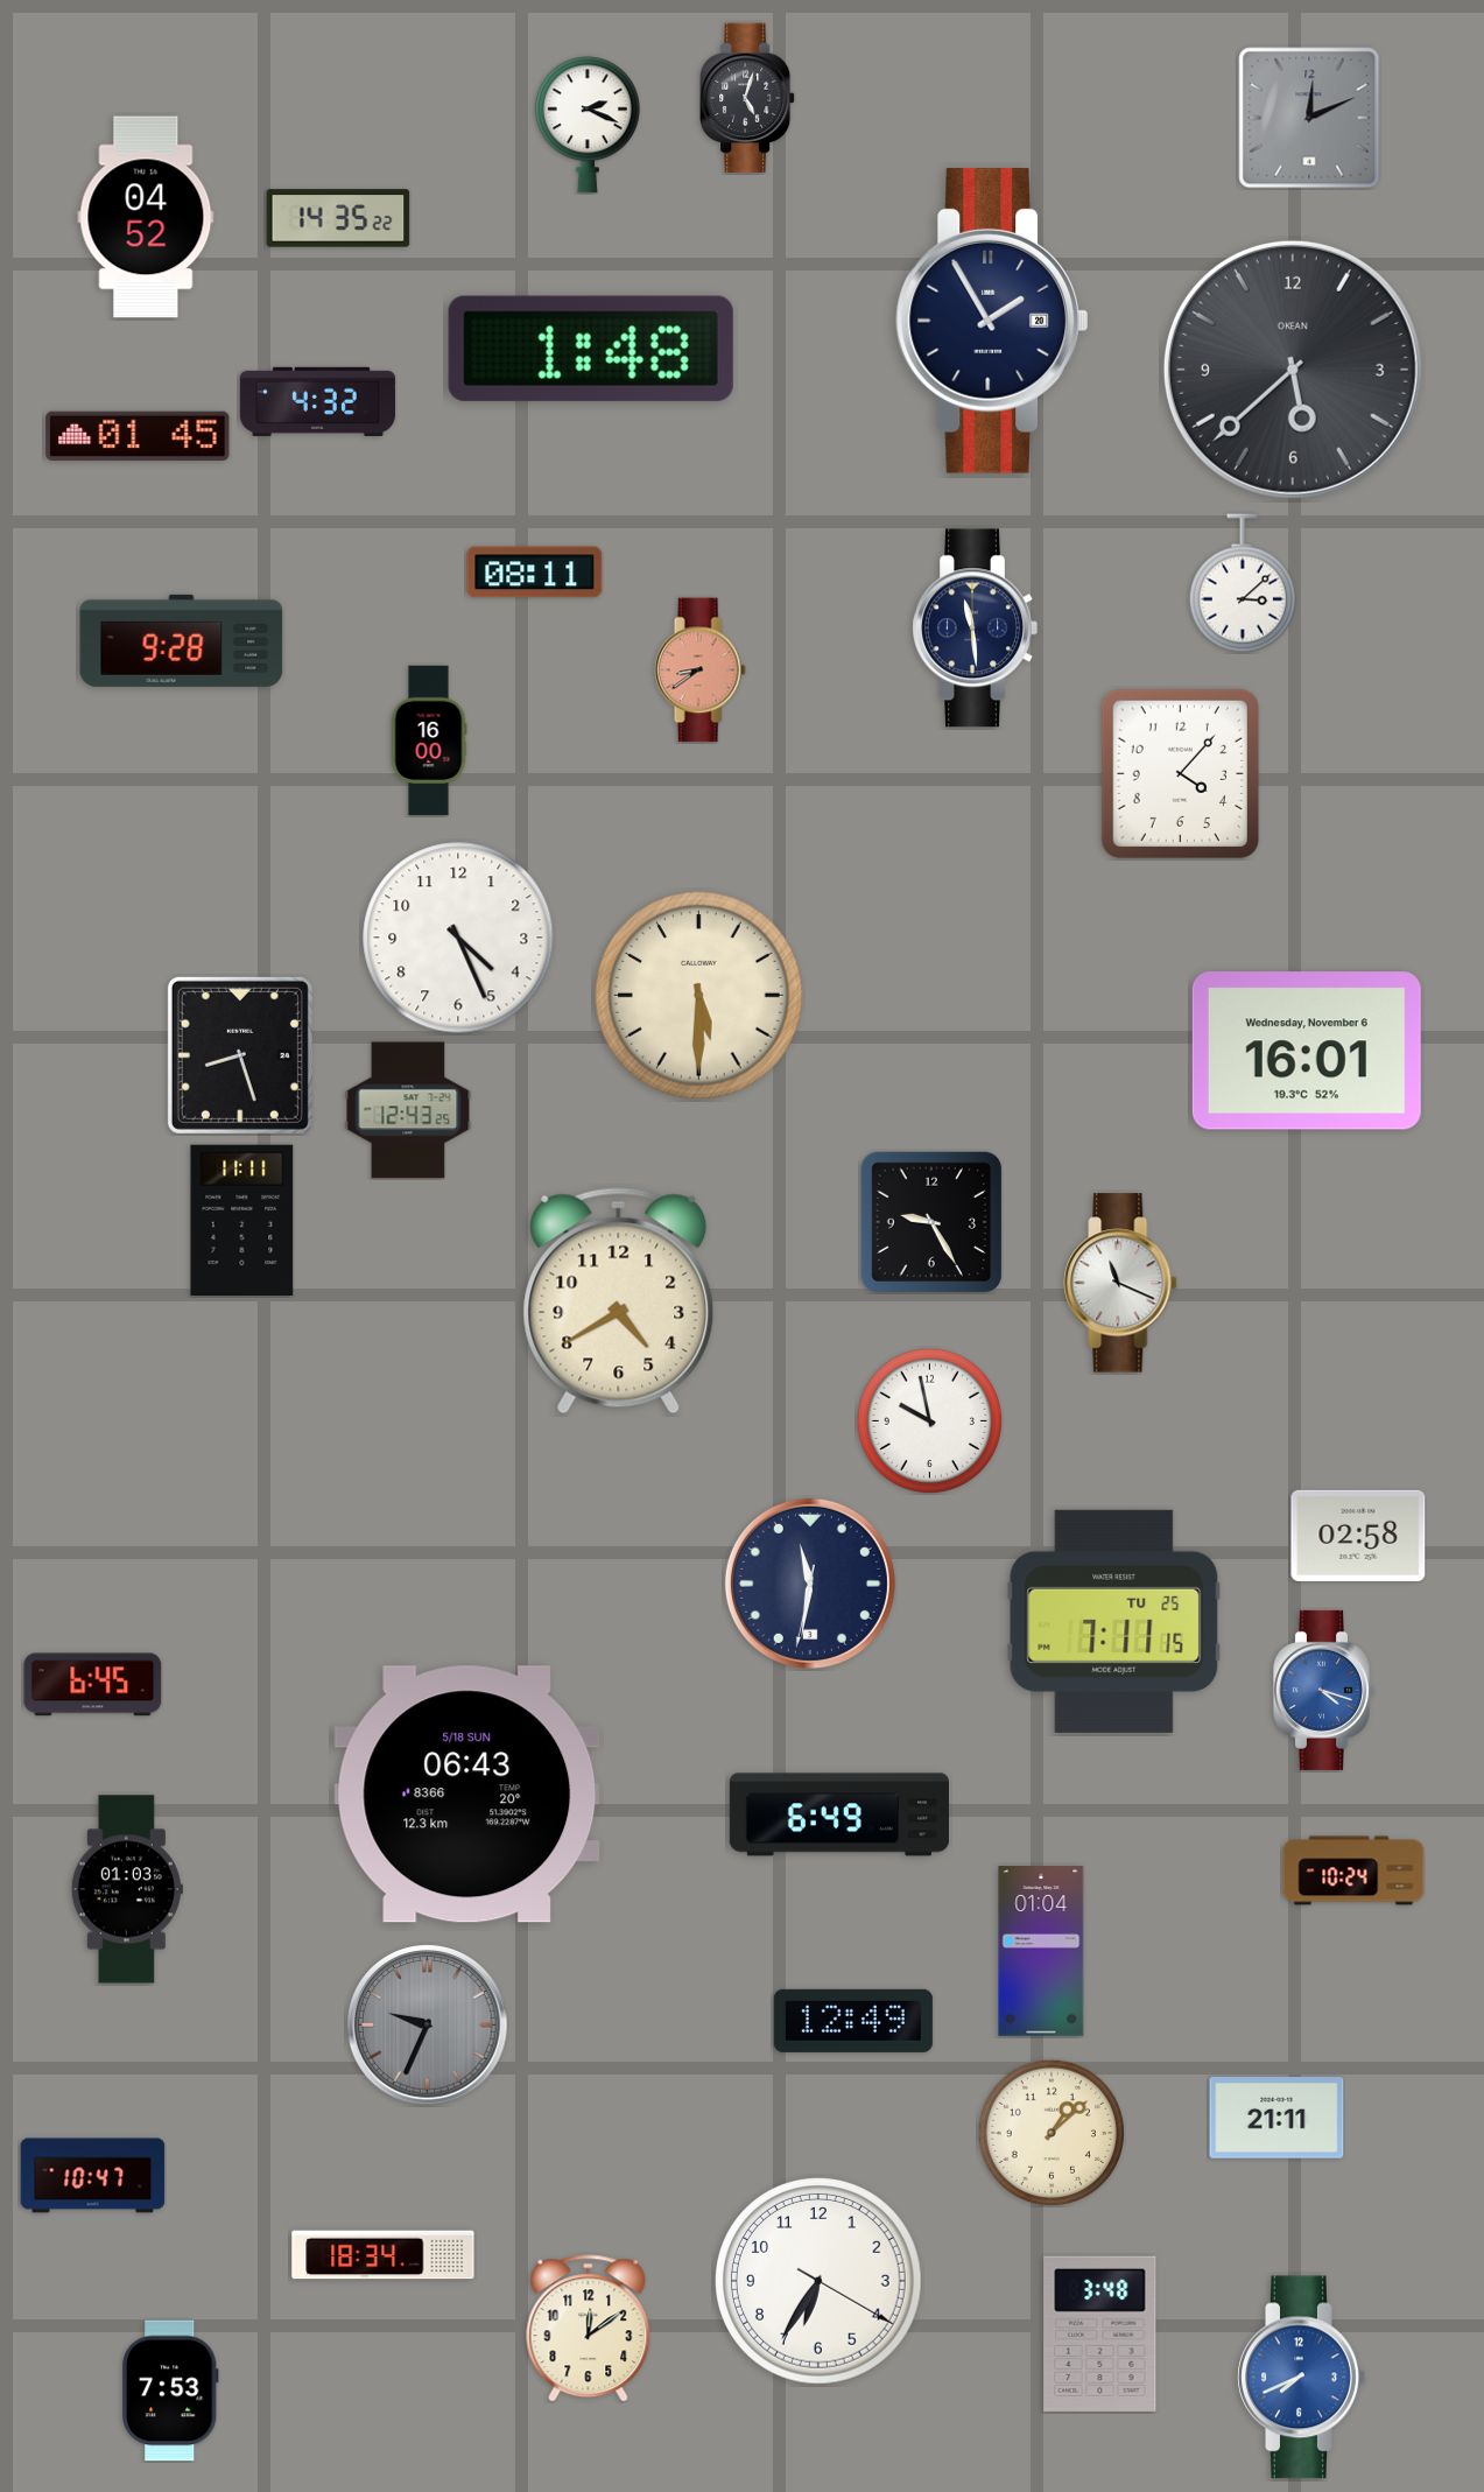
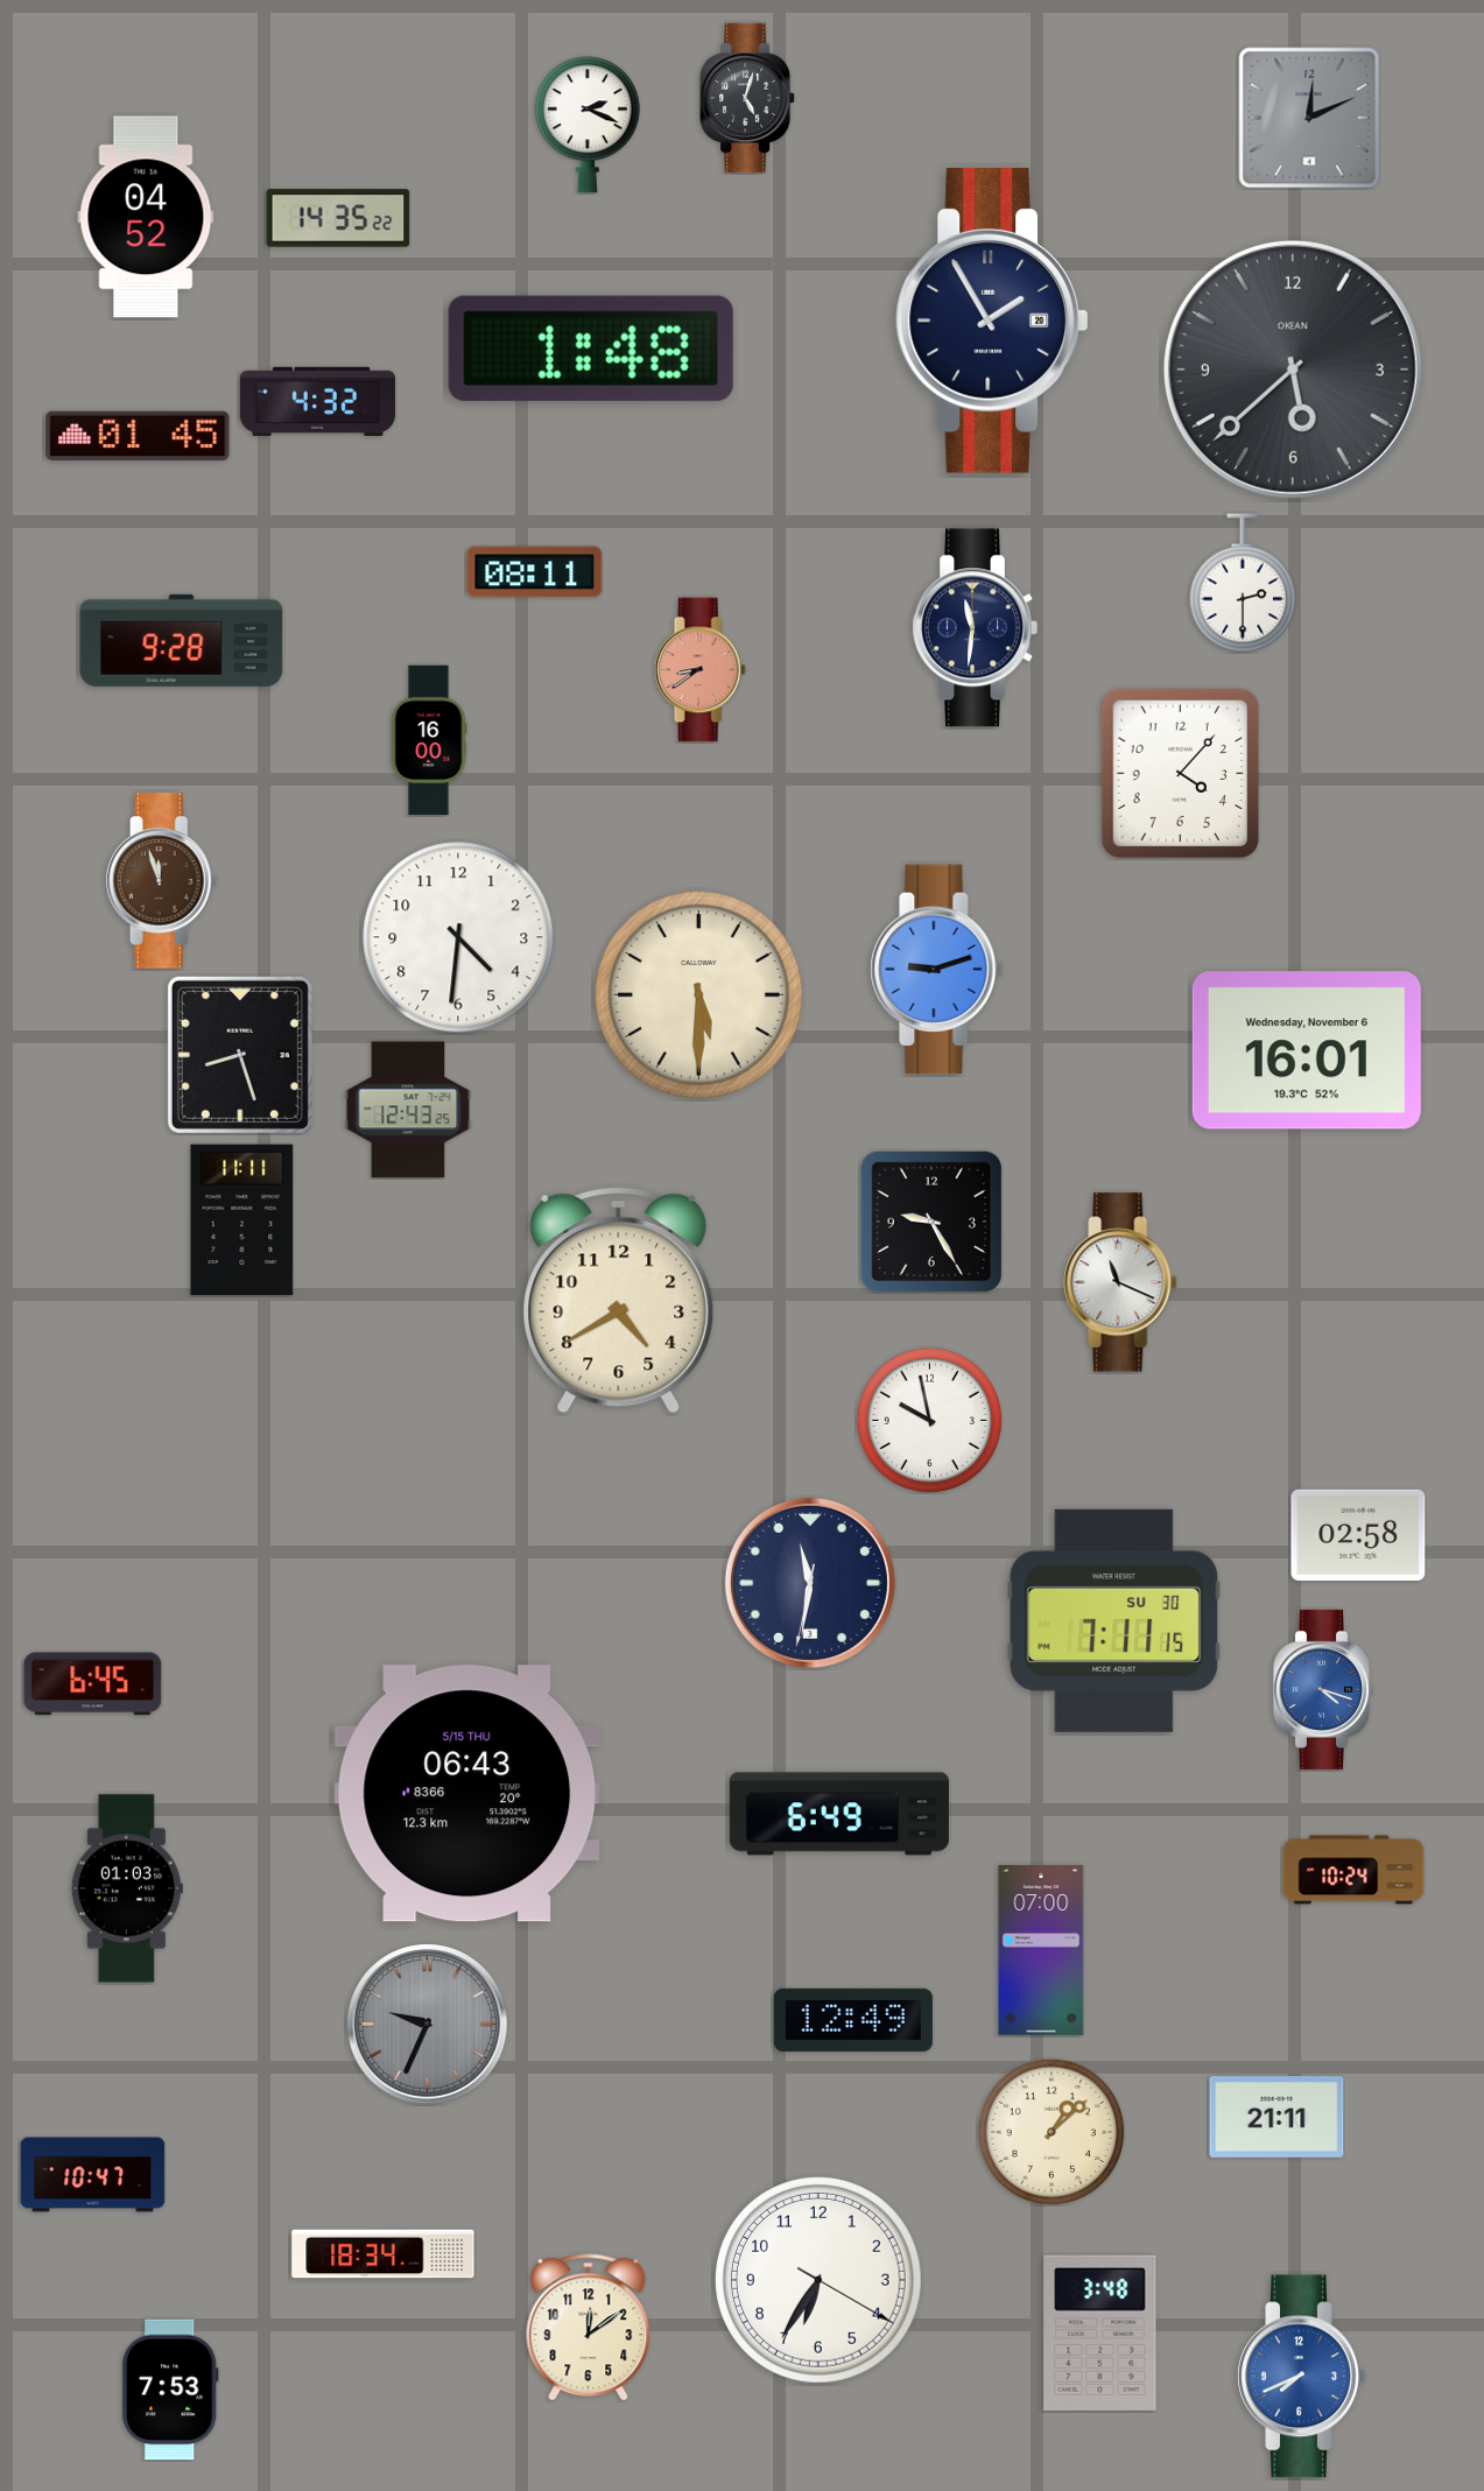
clock at (1243, 583): 3:08 -> 2:30
clock at (975, 629): 11:29 -> 11:31
clock at (162, 881): none -> 11:57
clock at (458, 938): 4:26 -> 4:31
clock at (937, 970): none -> 9:12
clock at (1114, 1621) date: TU 25 -> SU 30
clock at (467, 1795) date: 5/18 SUN -> 5/15 THU
clock at (1041, 1951): 01:04 -> 07:00
